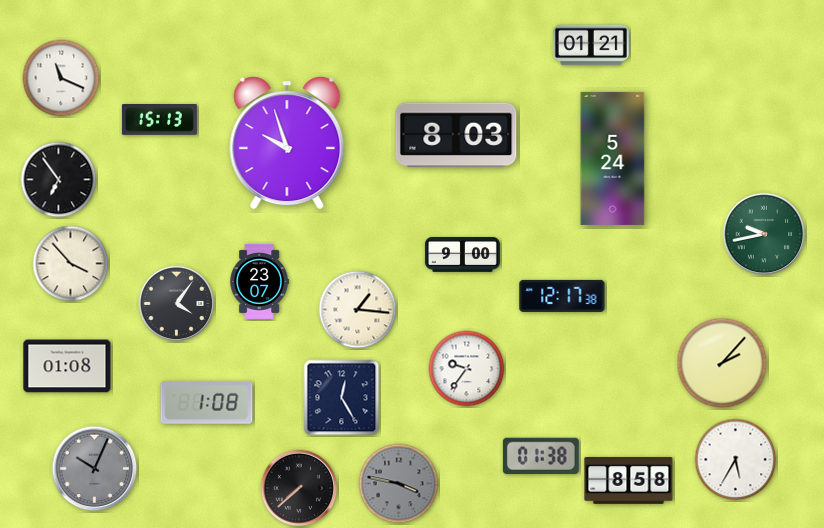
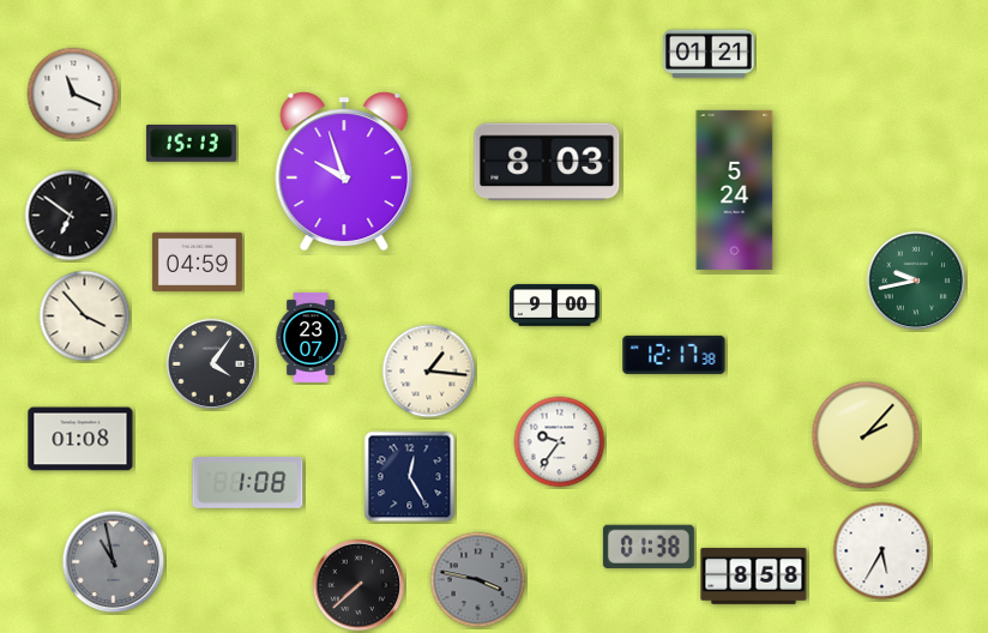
clock at (59, 180): 6:54 -> 6:51
clock at (197, 263): none -> 04:59
clock at (95, 469): 10:04 -> 10:58
